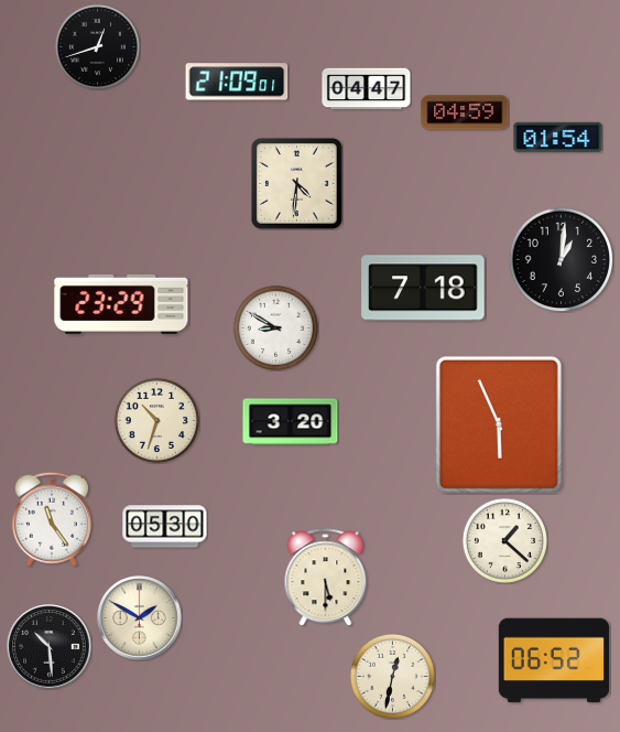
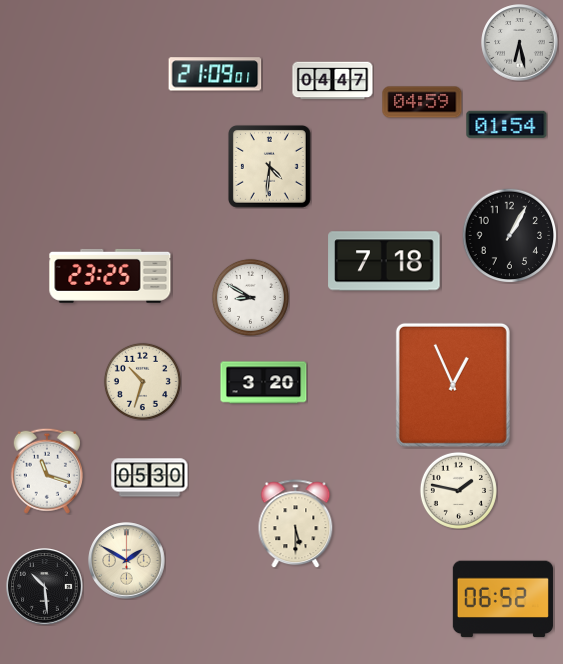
clock at (97, 46): 12:42 -> none
clock at (520, 43): none -> 6:28
clock at (561, 259): 1:01 -> 1:05
clock at (121, 304): 23:29 -> 23:25
clock at (499, 424): 5:56 -> 12:56
clock at (52, 519): 11:24 -> 11:18
clock at (504, 540): 1:22 -> 1:47
clock at (392, 676): 12:32 -> none
